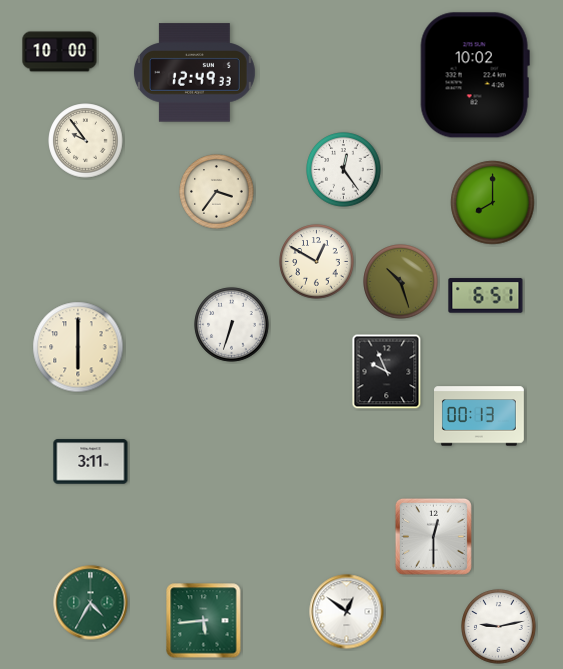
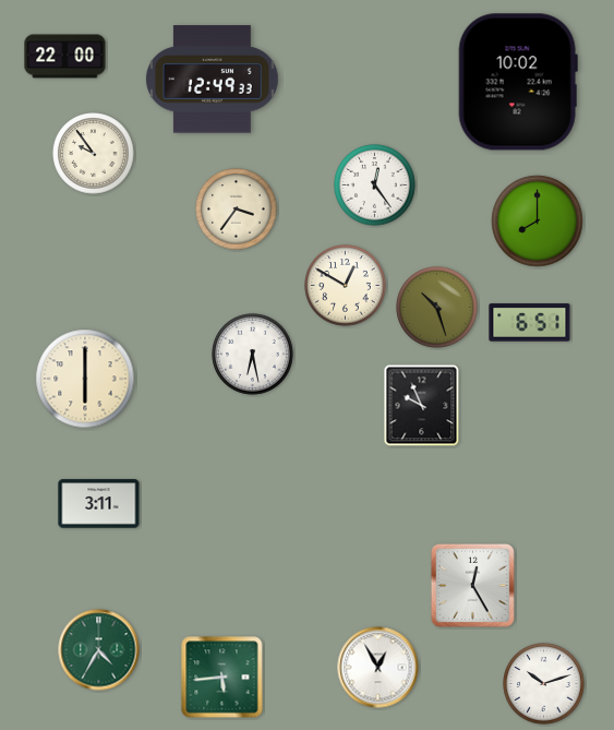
clock at (60, 52): 10:00 -> 22:00
clock at (232, 325): 6:33 -> 6:28
clock at (480, 416): 00:13 -> none
clock at (433, 536): 12:30 -> 12:25
clock at (91, 603) position: (91, 603) -> (99, 650)
clock at (347, 612): 12:51 -> 12:55
clock at (499, 627): 9:13 -> 10:12
